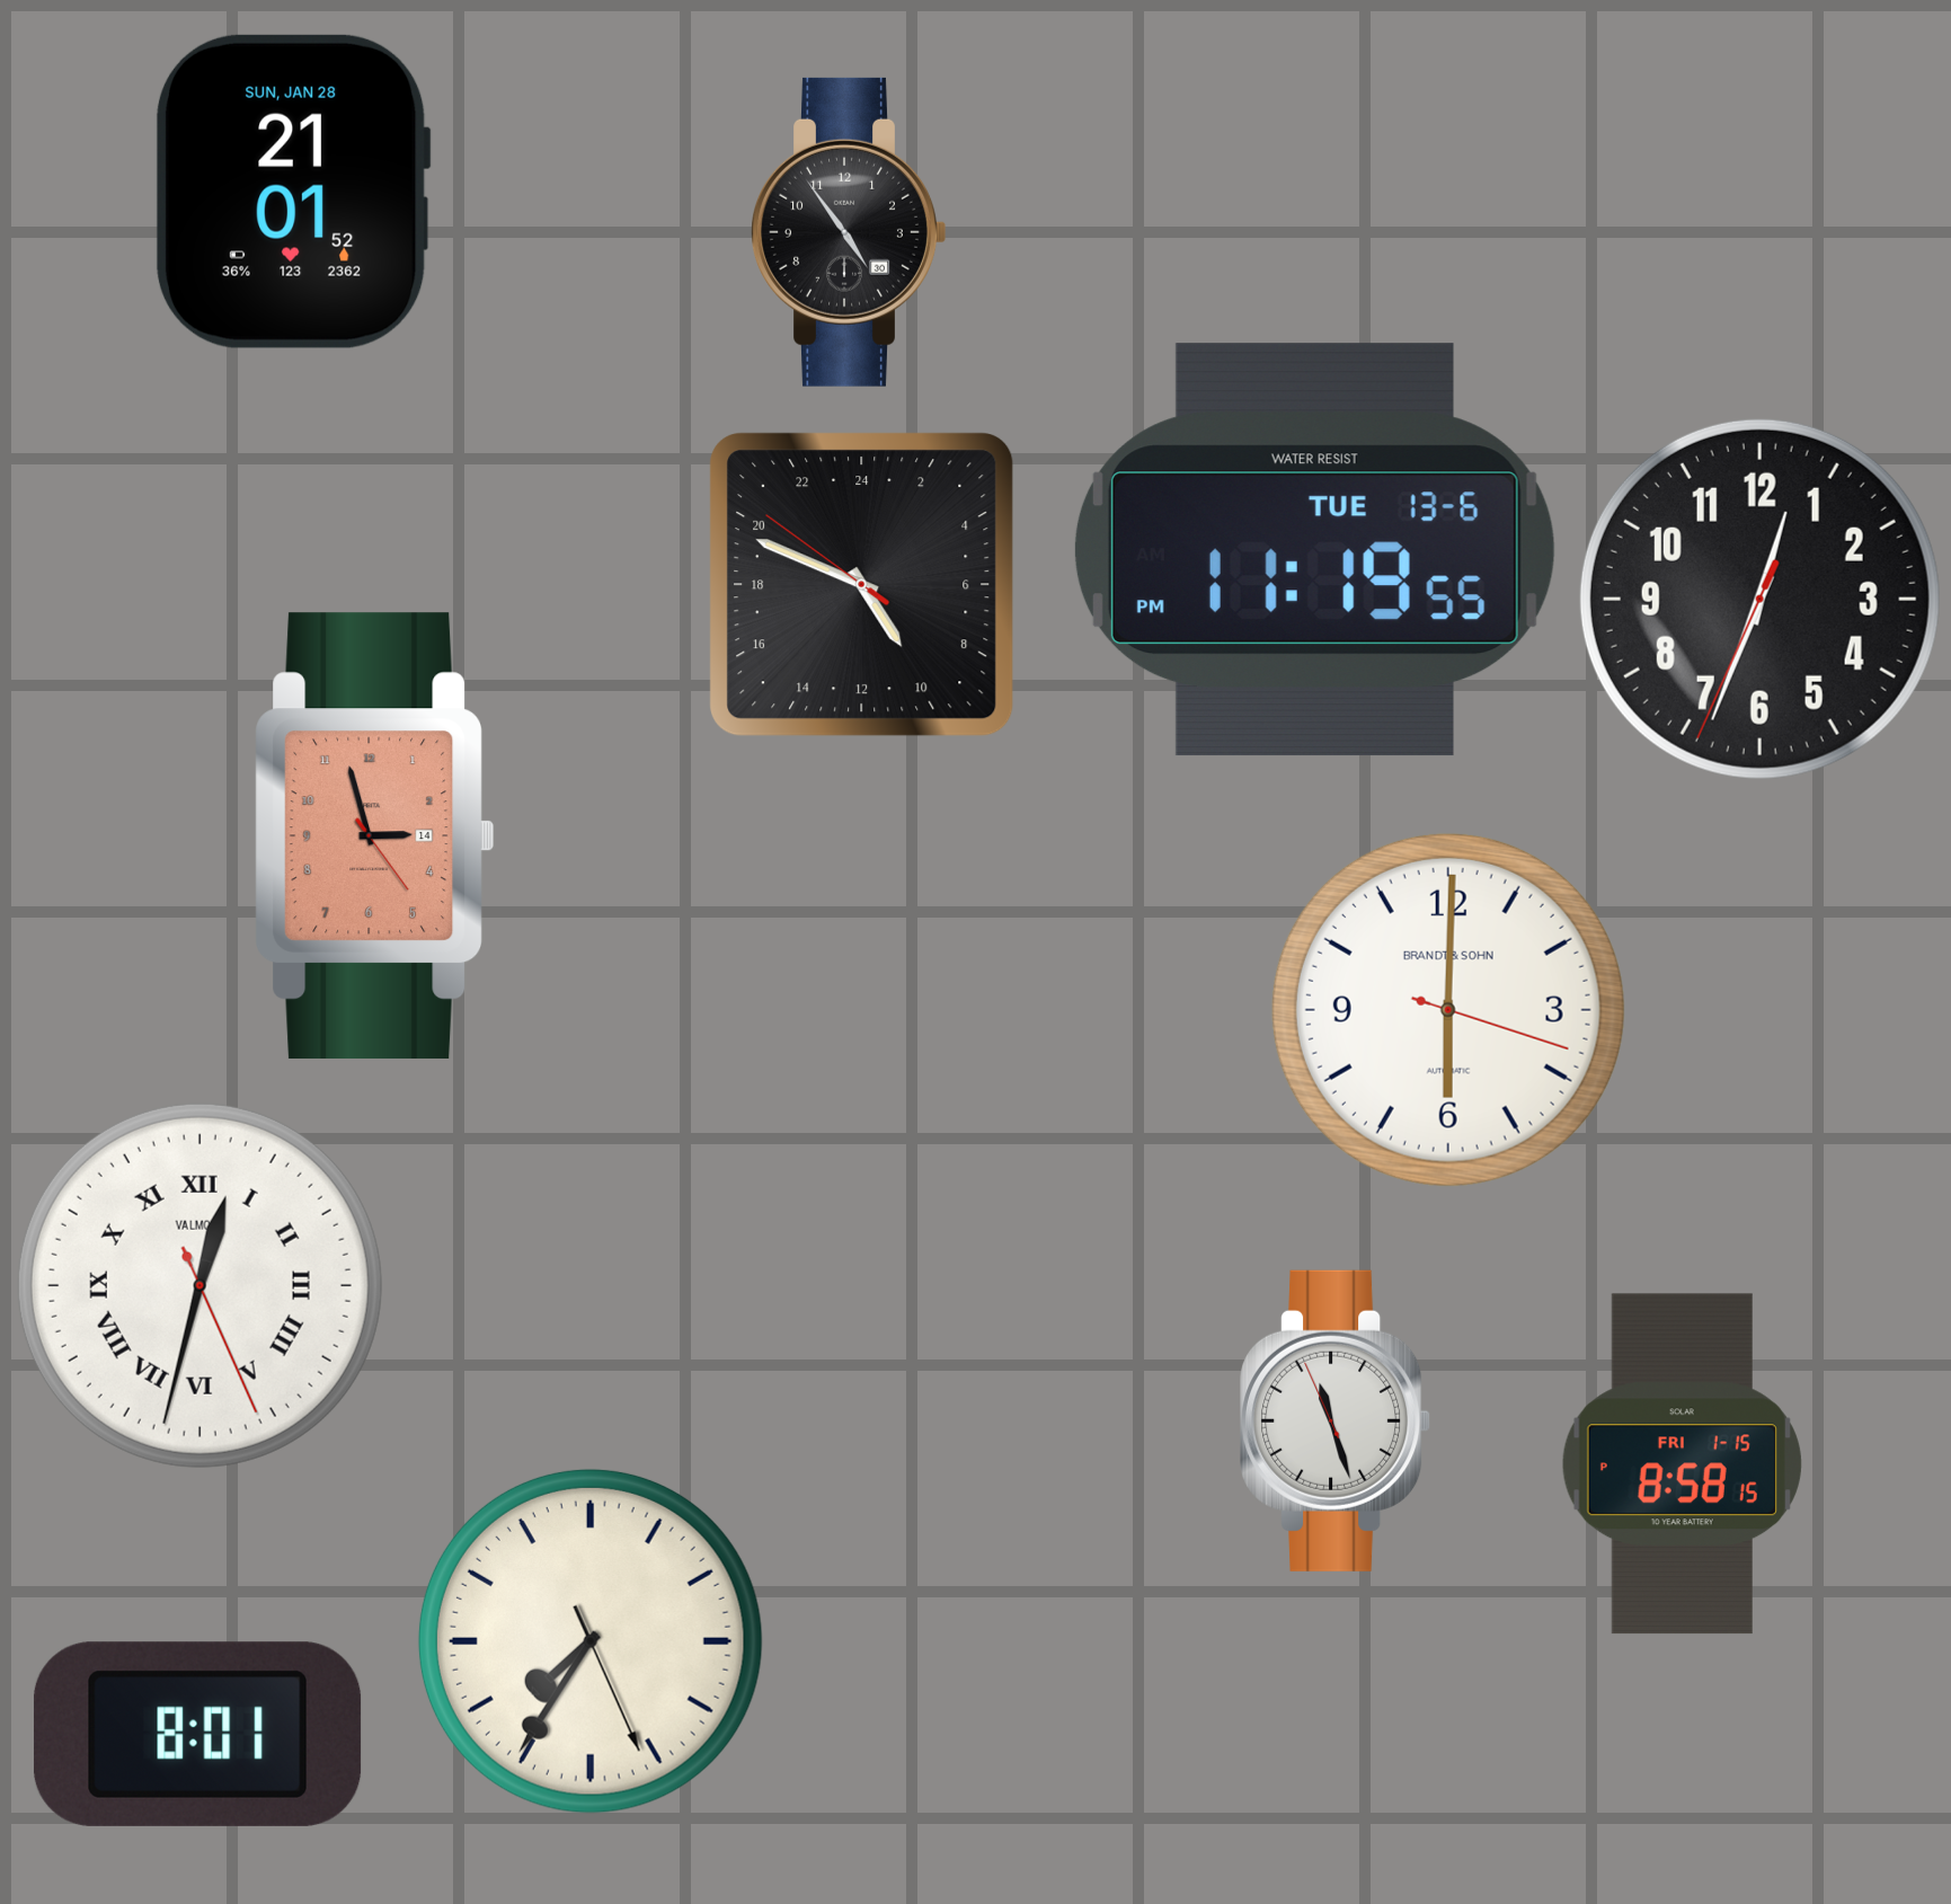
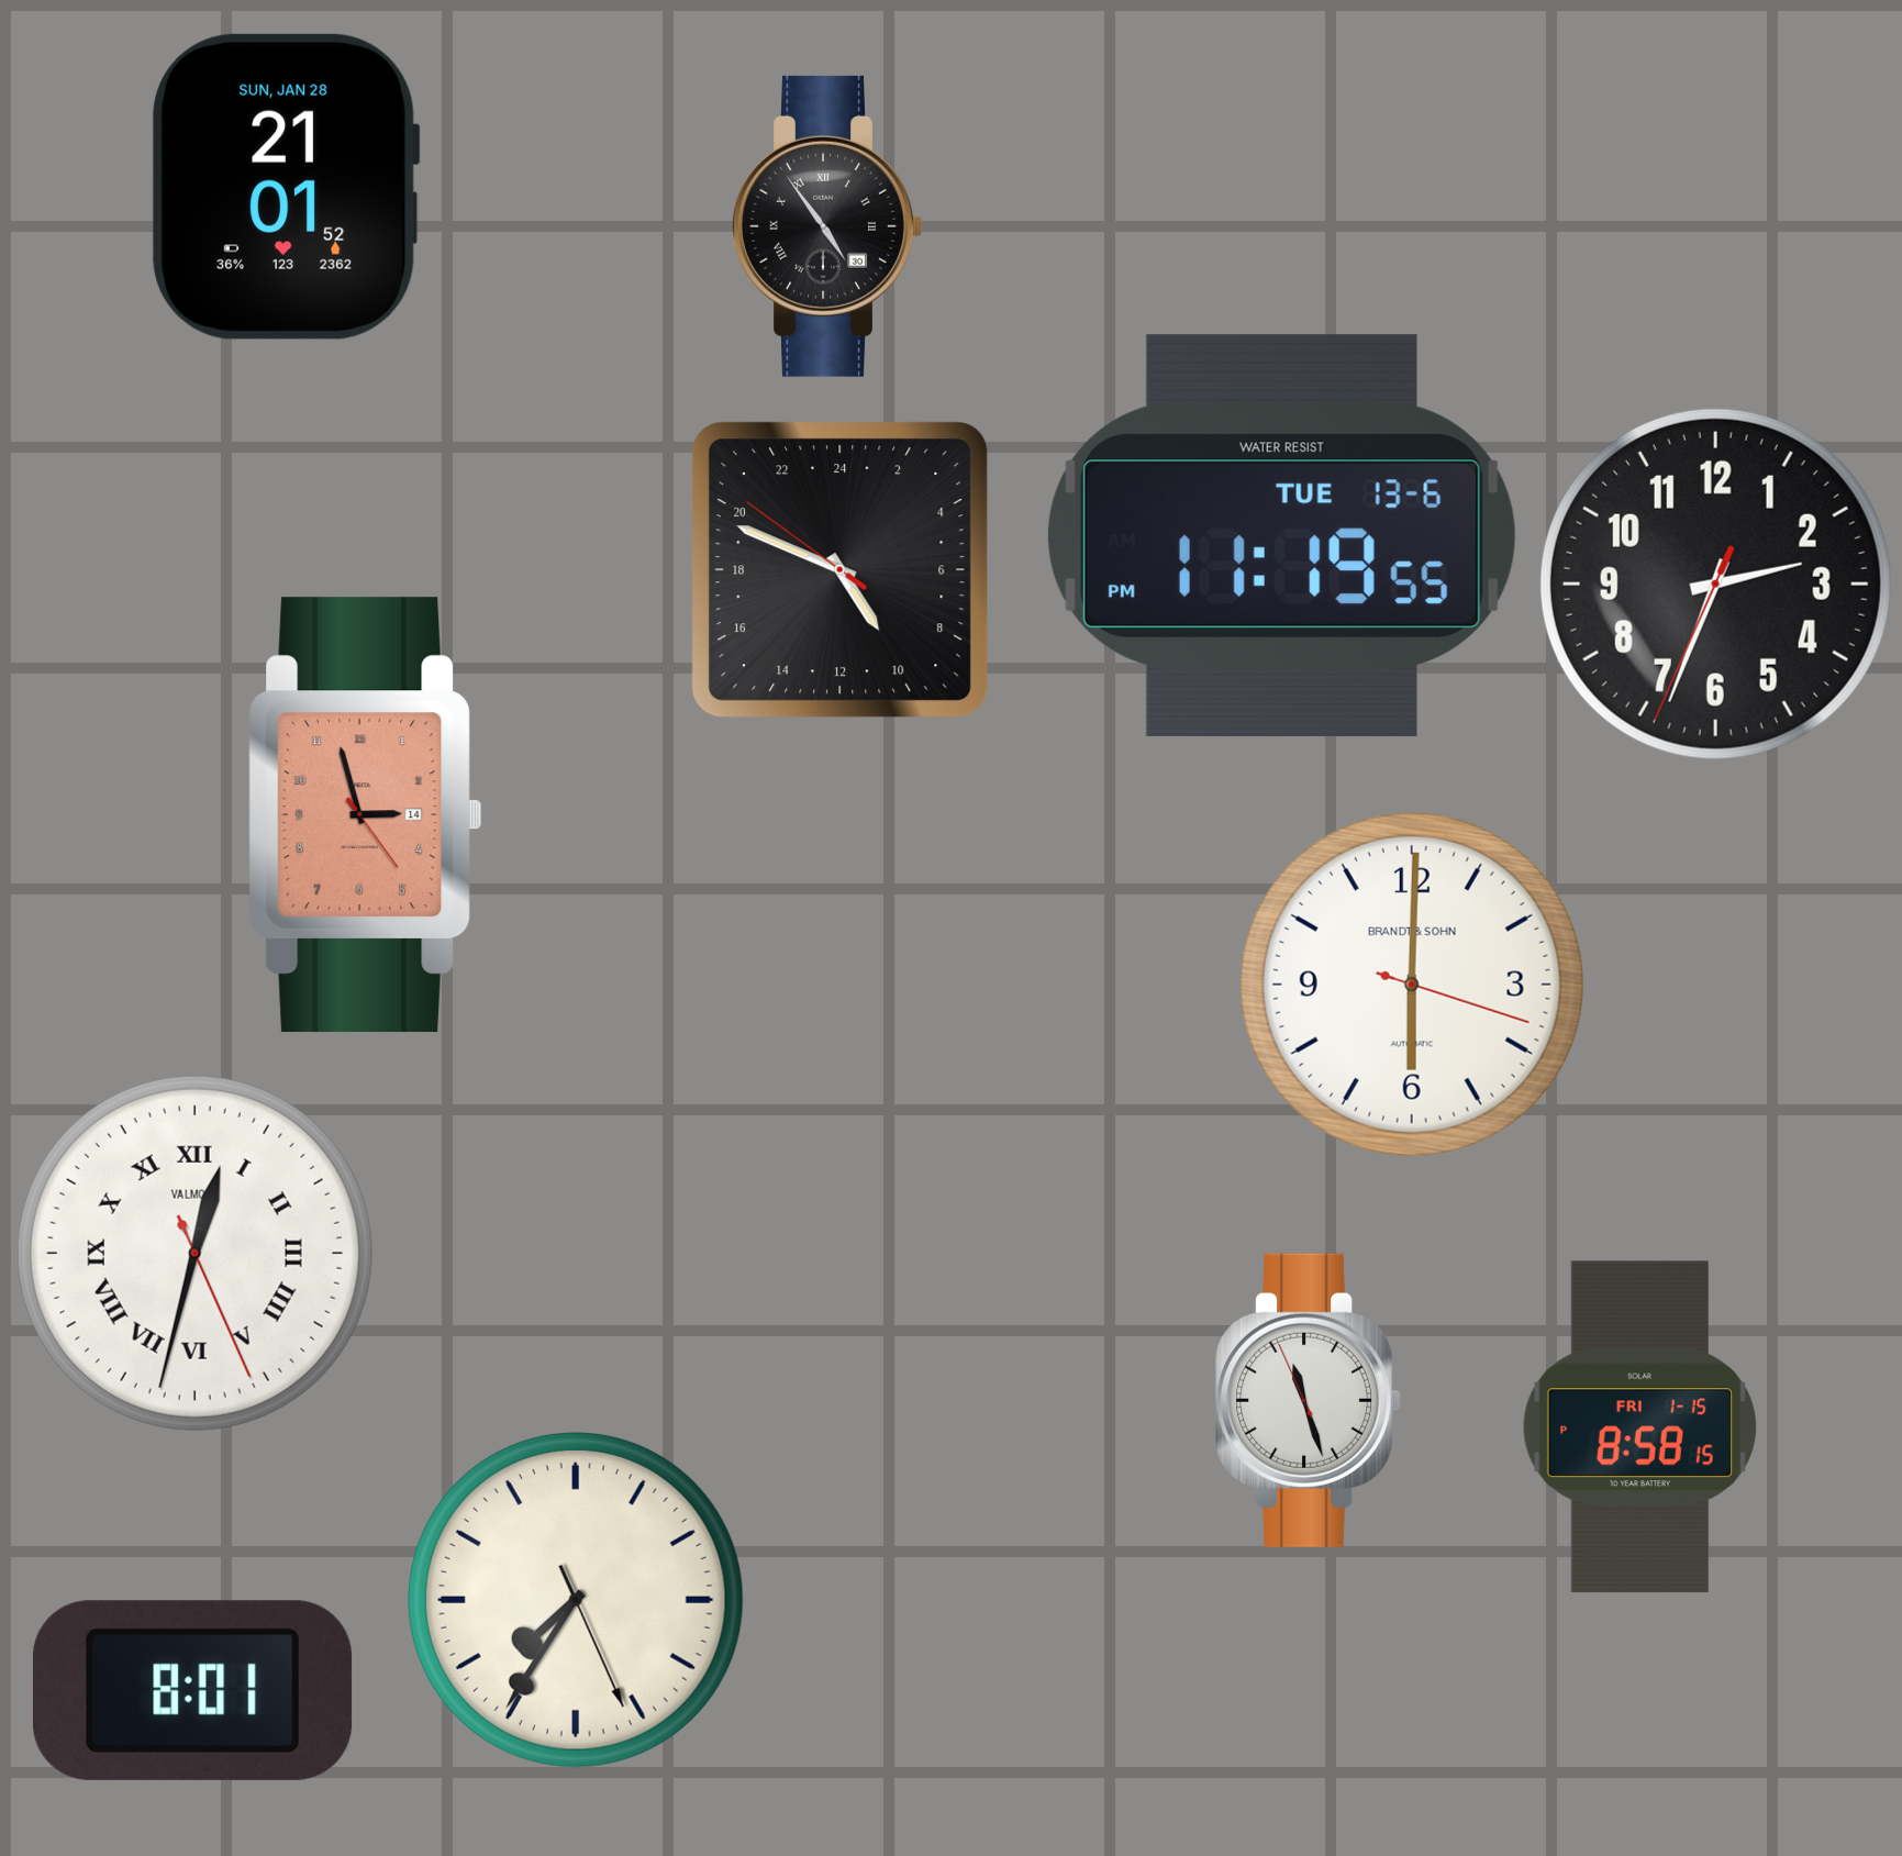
clock at (849, 232) numerals: Arabic -> Roman
clock at (1759, 599): 12:33 -> 2:33
clock at (1336, 1420) position: (1336, 1420) -> (1309, 1400)
